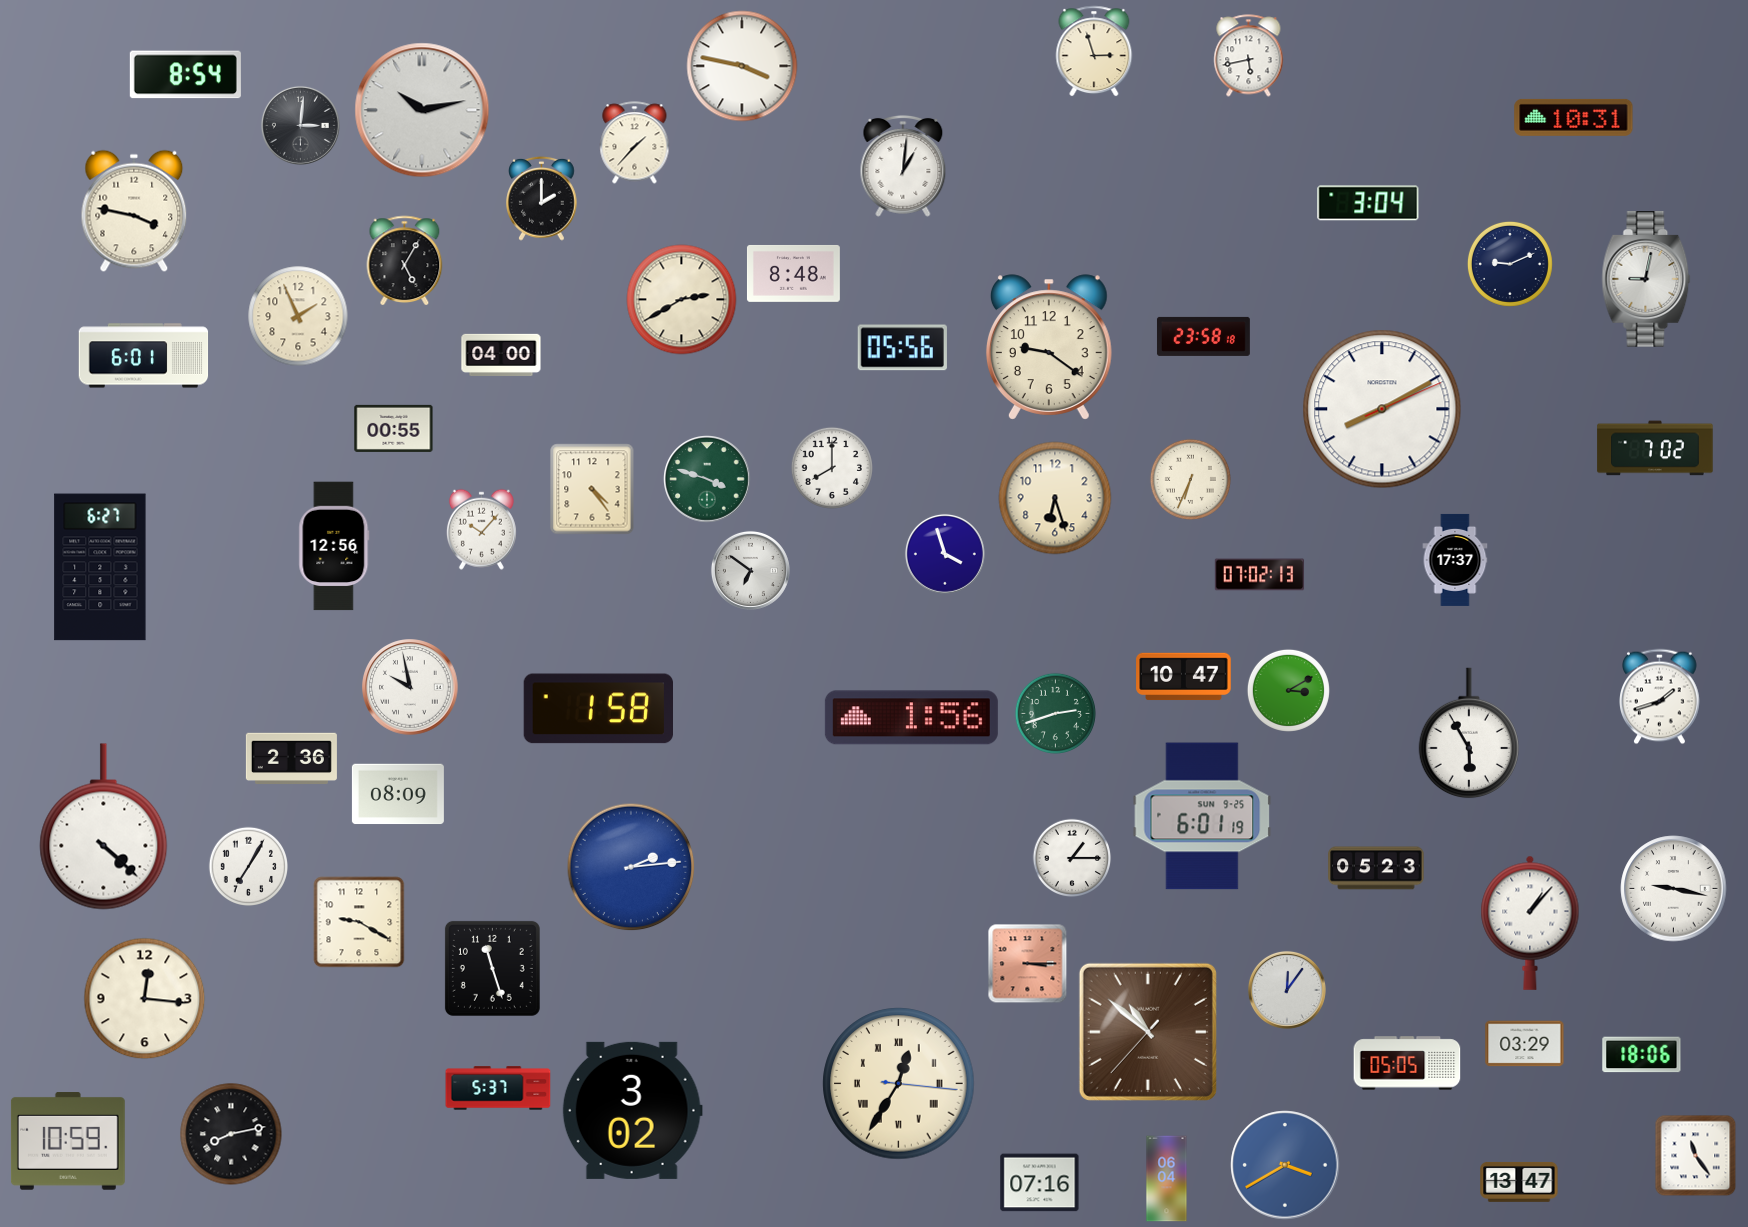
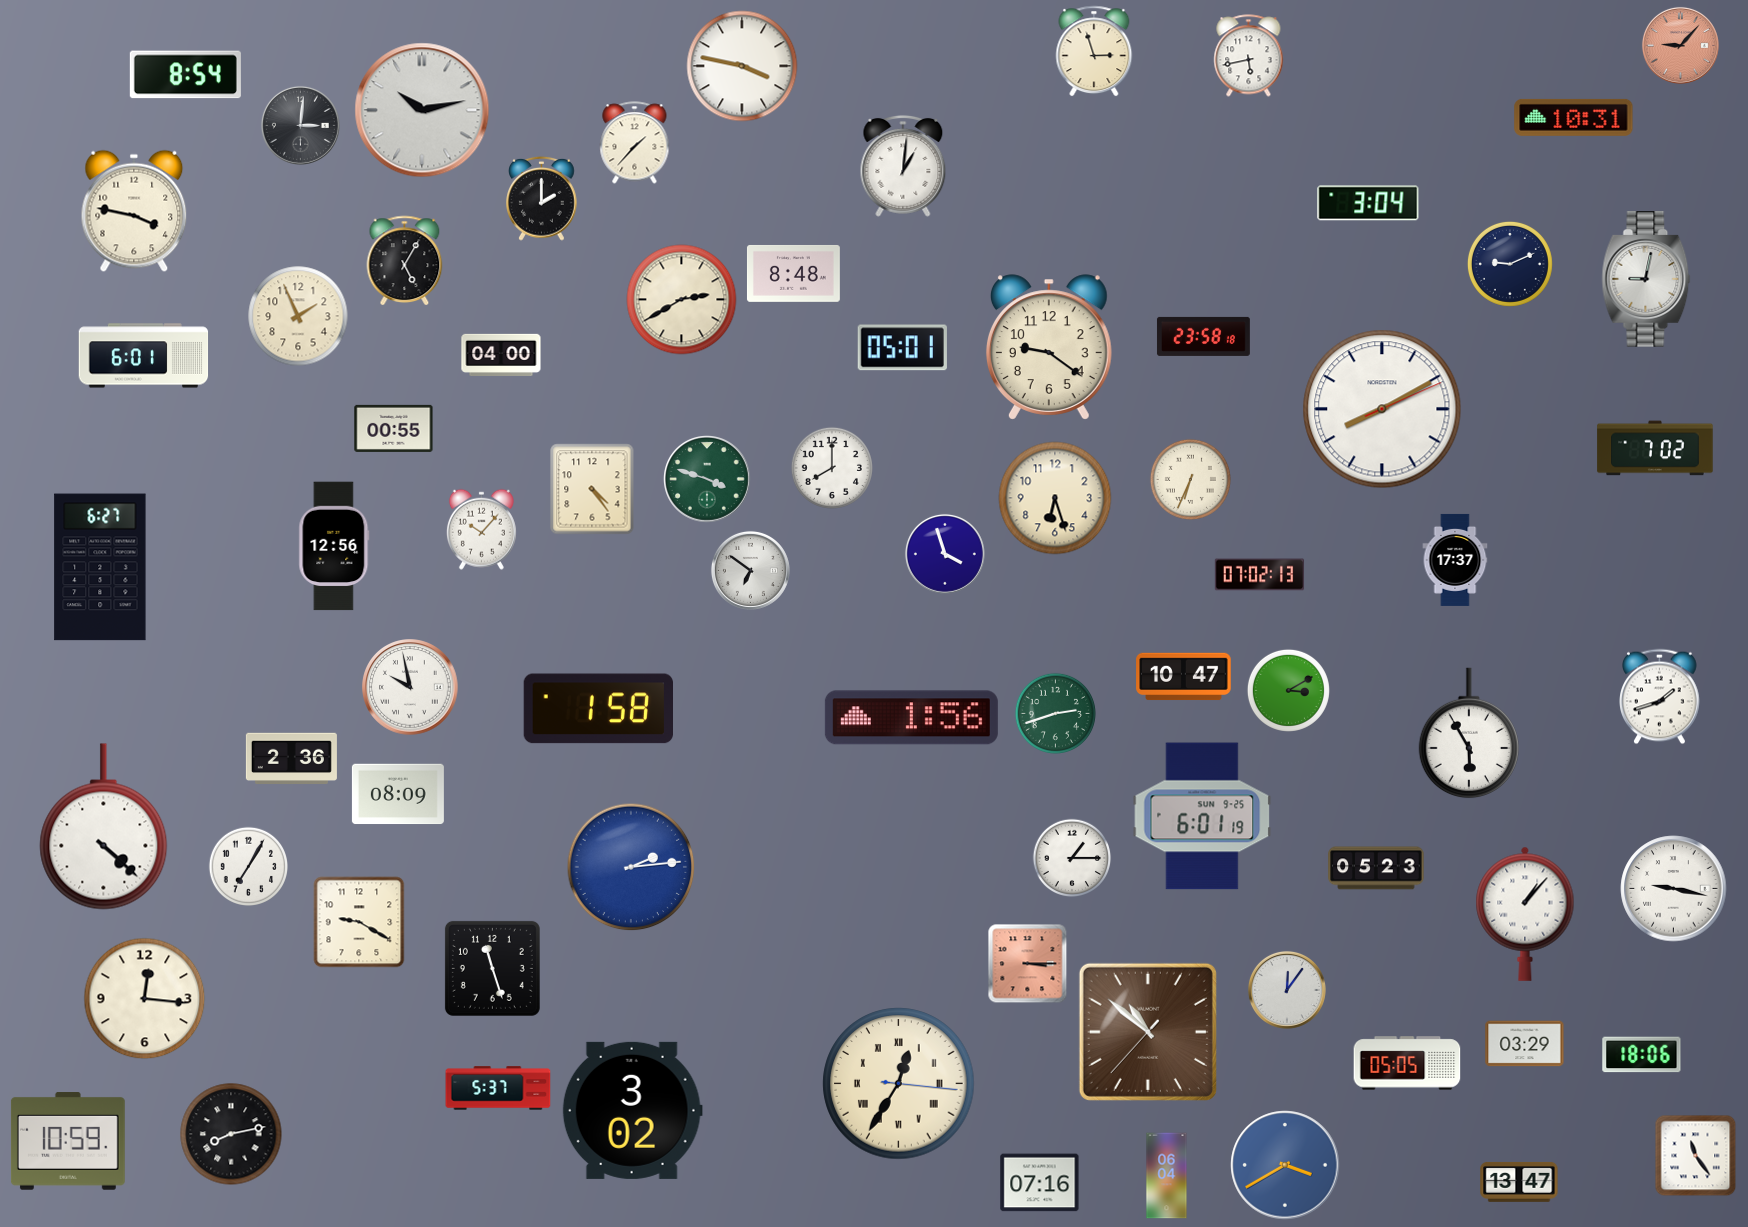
clock at (1680, 45): none -> 9:07
clock at (902, 348): 05:56 -> 05:01
clock at (1530, 923) position: (1530, 923) -> (1525, 914)
clock at (1167, 1179) position: (1167, 1179) -> (1167, 1176)
